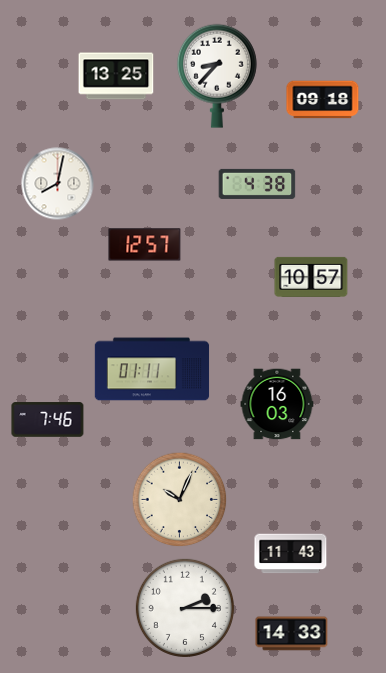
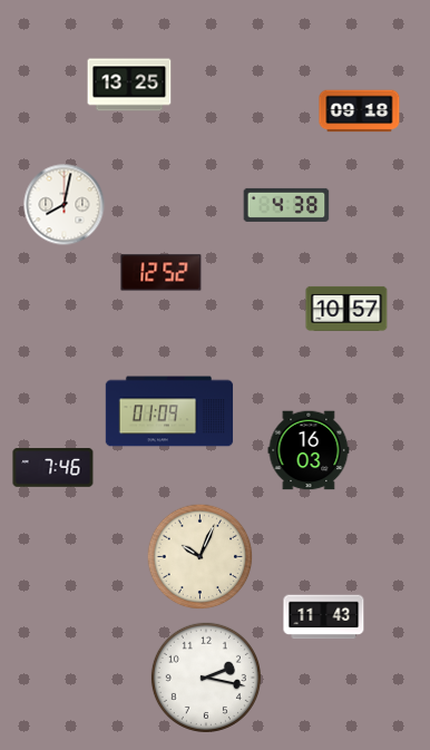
clock at (217, 76): 8:37 -> none
clock at (145, 245): 12:57 -> 12:52
clock at (152, 369): 01:11 -> 01:09
clock at (185, 608): 2:15 -> 2:17
clock at (292, 634): 14:33 -> none
